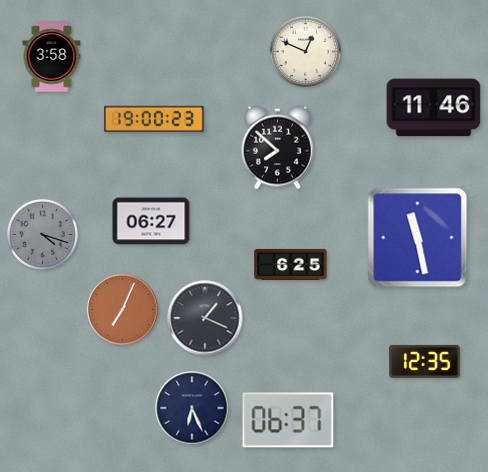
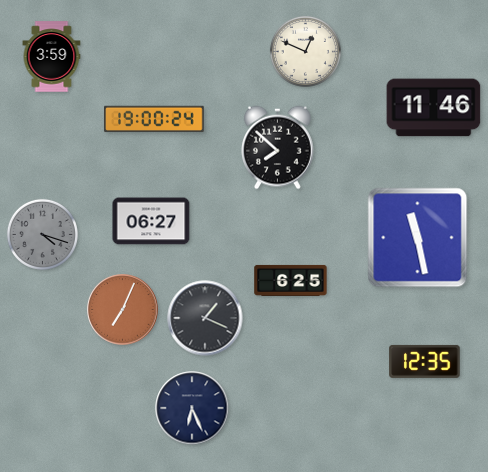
clock at (52, 57): 3:58 -> 3:59
clock at (154, 119): 19:00:23 -> 19:00:24
clock at (291, 264) position: (291, 264) -> (291, 280)
clock at (288, 420): 06:37 -> none
